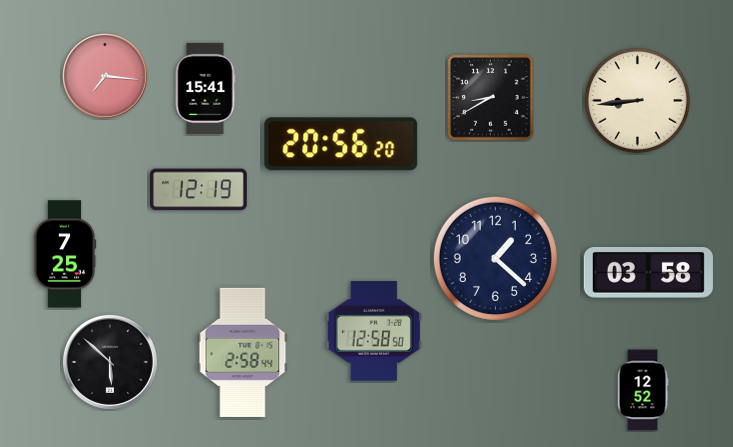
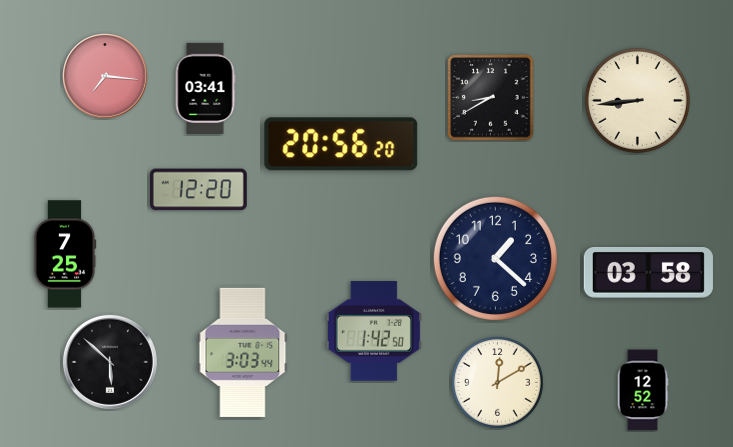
clock at (205, 88): 15:41 -> 03:41
clock at (198, 190): 12:19 -> 12:20
clock at (374, 331): 12:58 -> 1:42
clock at (243, 352): 2:58 -> 3:03
clock at (498, 383): none -> 12:10
